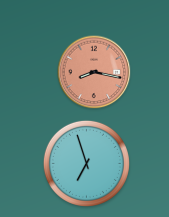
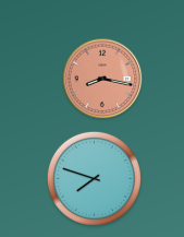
clock at (86, 163): 6:57 -> 7:48
